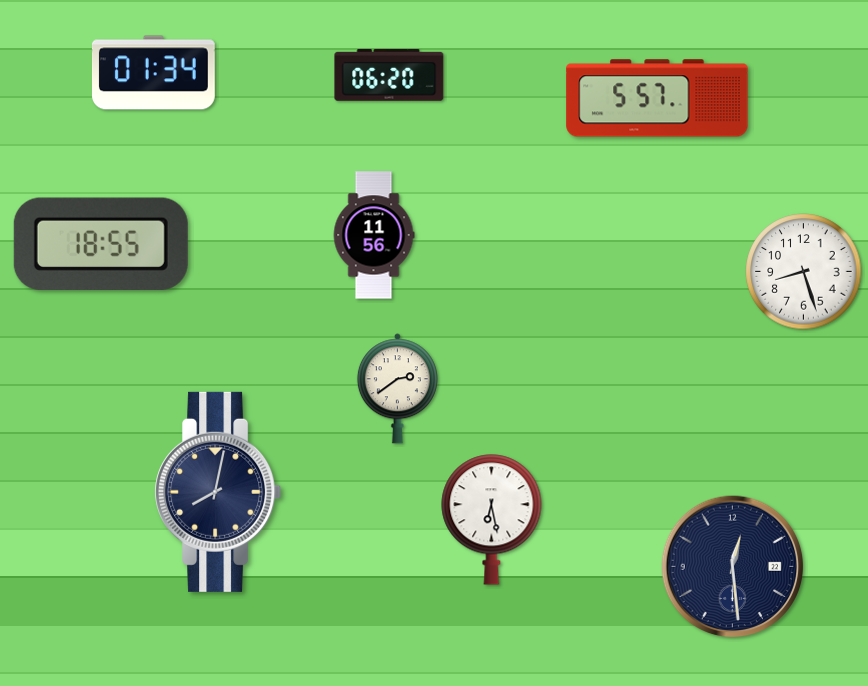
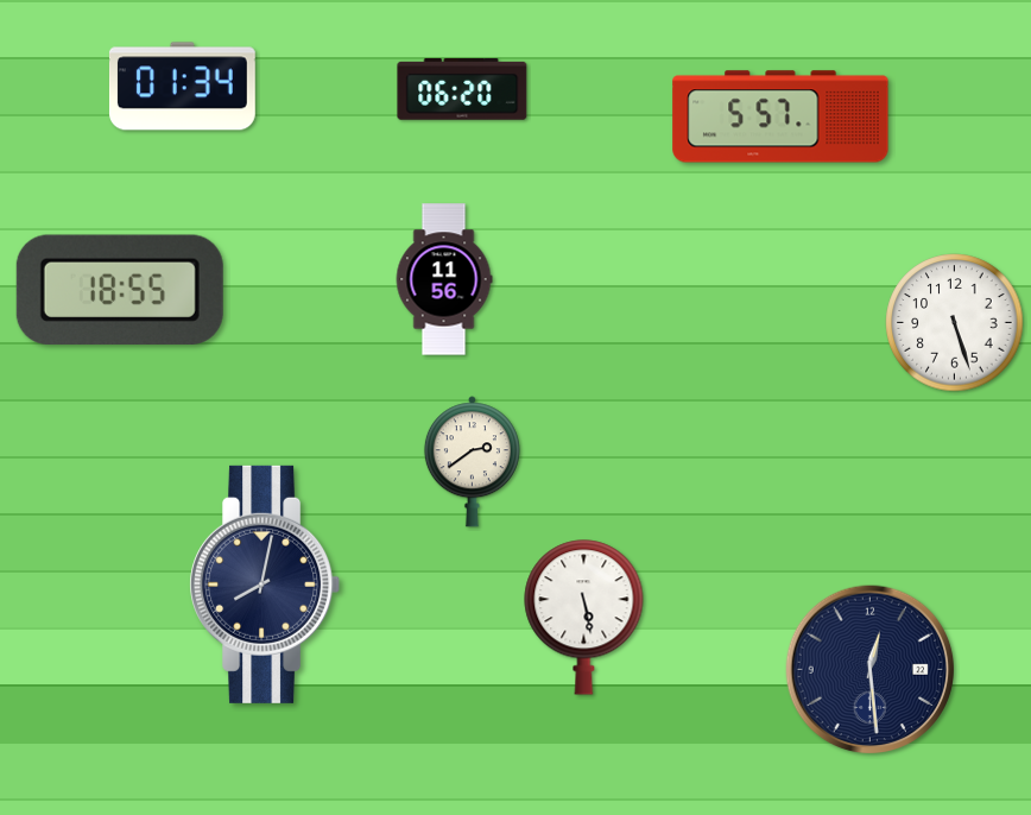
clock at (804, 272): 8:27 -> 5:27
clock at (218, 492) position: (218, 492) -> (265, 585)
clock at (492, 520): 6:28 -> 5:28
clock at (733, 567) position: (733, 567) -> (871, 670)
